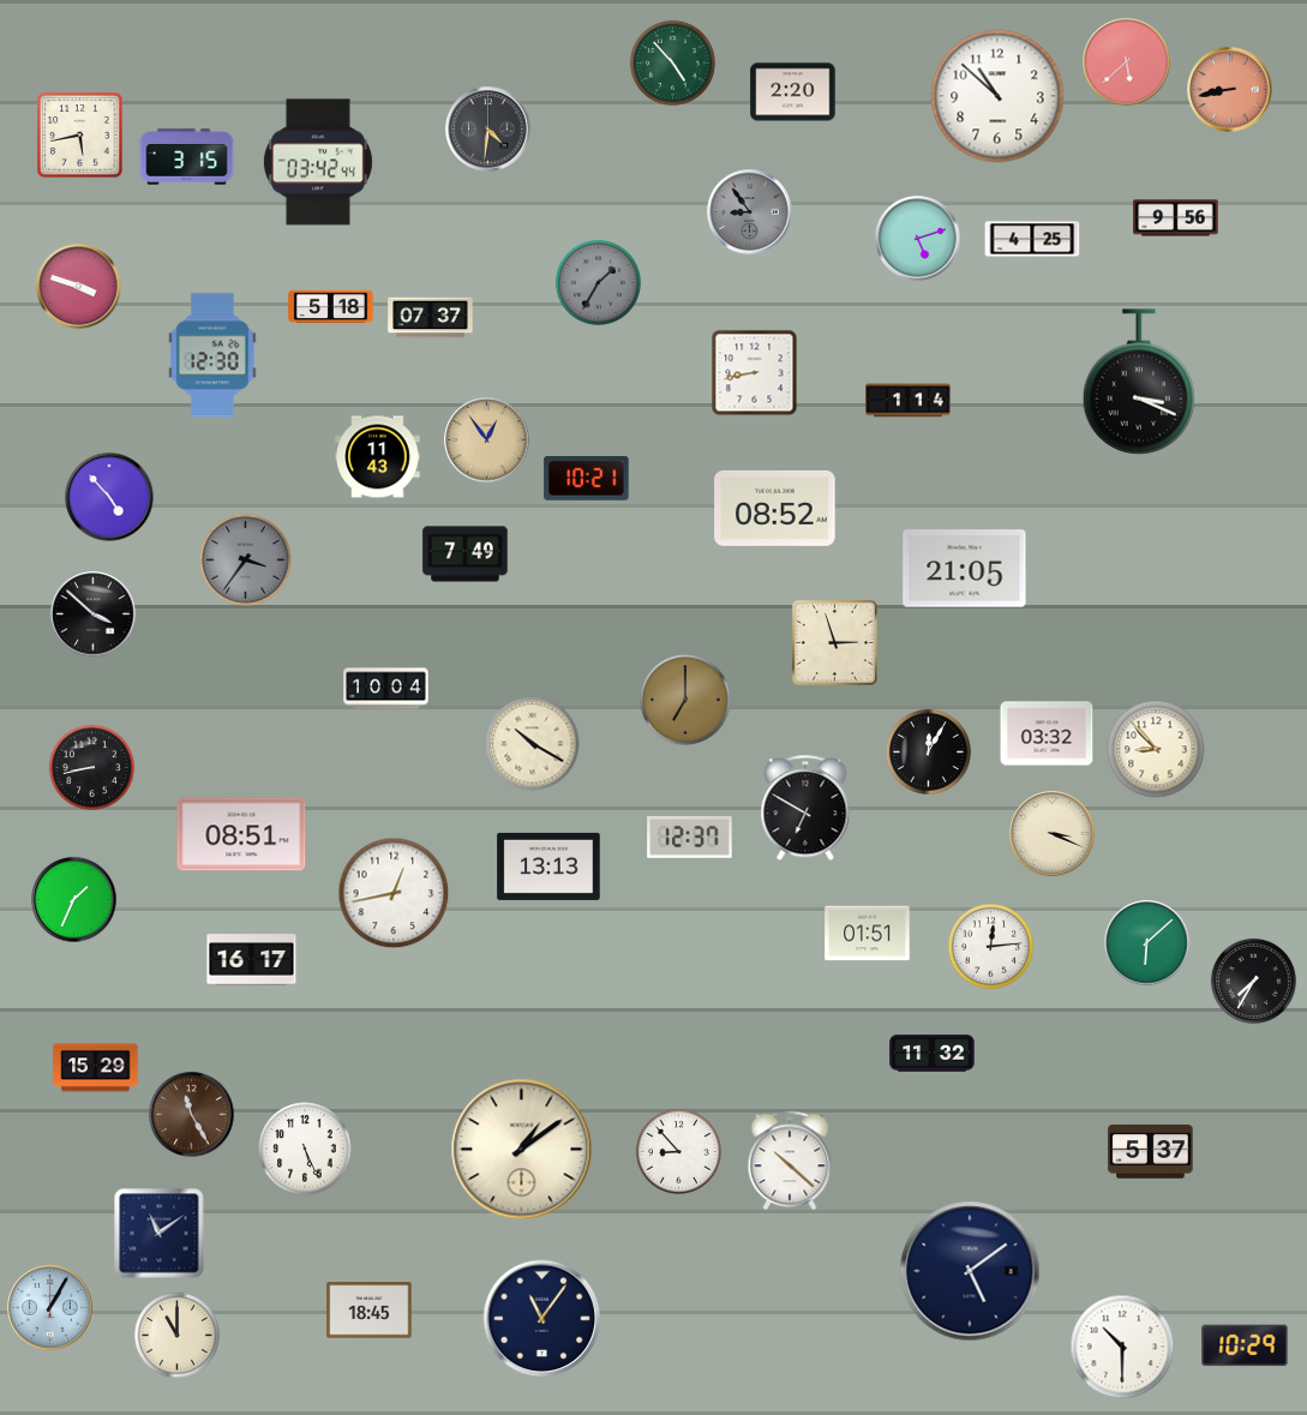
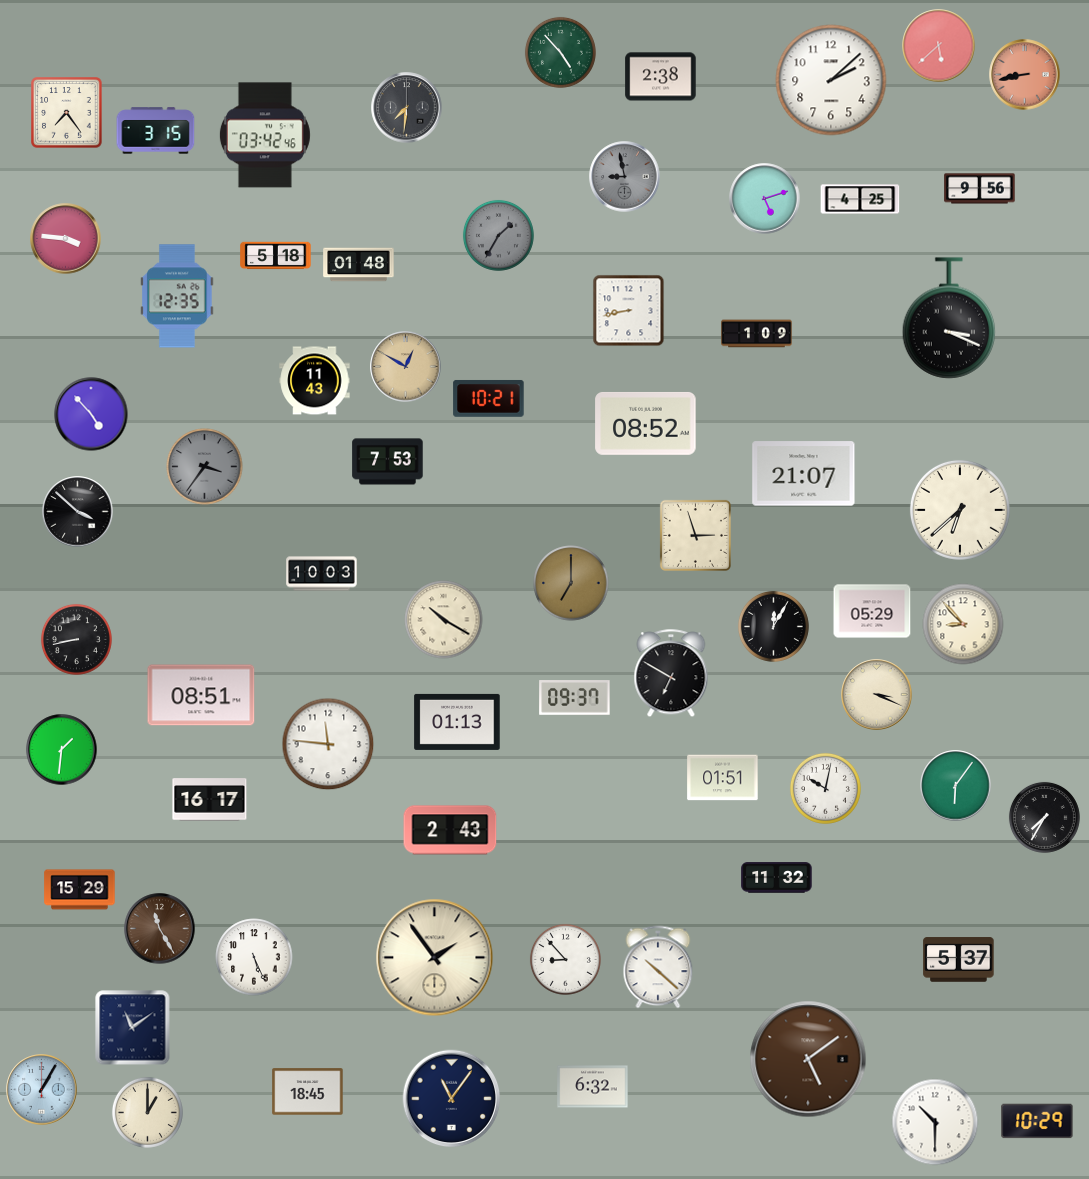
clock at (1127, 62) position: (1127, 62) -> (939, 46)
clock at (793, 92): 2:20 -> 2:38
clock at (997, 96): 10:52 -> 2:08
clock at (488, 130): 4:31 -> 7:31
clock at (80, 136): 5:43 -> 7:24
clock at (318, 162): 03:42:44 -> 03:42:46
clock at (750, 212): 8:54 -> 8:58
clock at (1176, 218) position: (1176, 218) -> (980, 189)
clock at (79, 287): 3:48 -> 3:46
clock at (431, 318): 07:37 -> 01:48
clock at (212, 355): 12:30 -> 12:35
clock at (909, 401): 1:14 -> 1:09
clock at (487, 440): 12:54 -> 12:50
clock at (466, 554): 7:49 -> 7:53
clock at (965, 569): 21:05 -> 21:07
clock at (960, 510): none -> 6:38
clock at (386, 689): 10:04 -> 10:03
clock at (1047, 733): 03:32 -> 05:29
clock at (690, 838): 12:37 -> 09:37
clock at (548, 867): 13:13 -> 01:13
clock at (394, 893): 12:43 -> 11:46
clock at (74, 900): 1:34 -> 1:31
clock at (1147, 943): 6:08 -> 6:06
clock at (990, 946): 12:14 -> 10:02
clock at (450, 830): none -> 2:43
clock at (522, 1150): 1:09 -> 1:54
clock at (970, 1271) dial: navy -> brown
clock at (593, 1087): none -> 6:32
clock at (176, 1335): 11:00 -> 1:00
